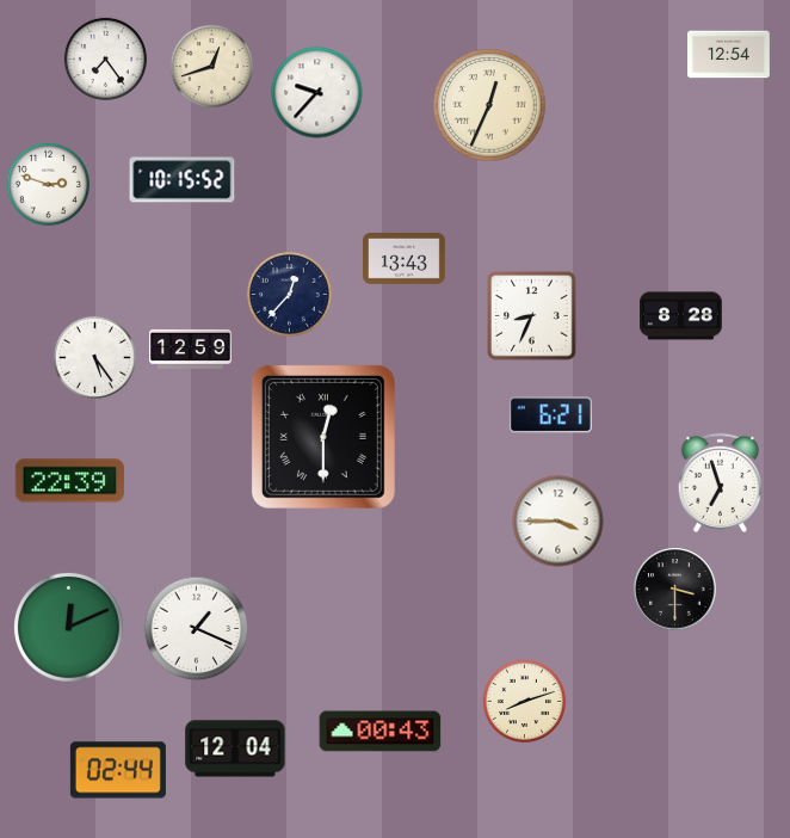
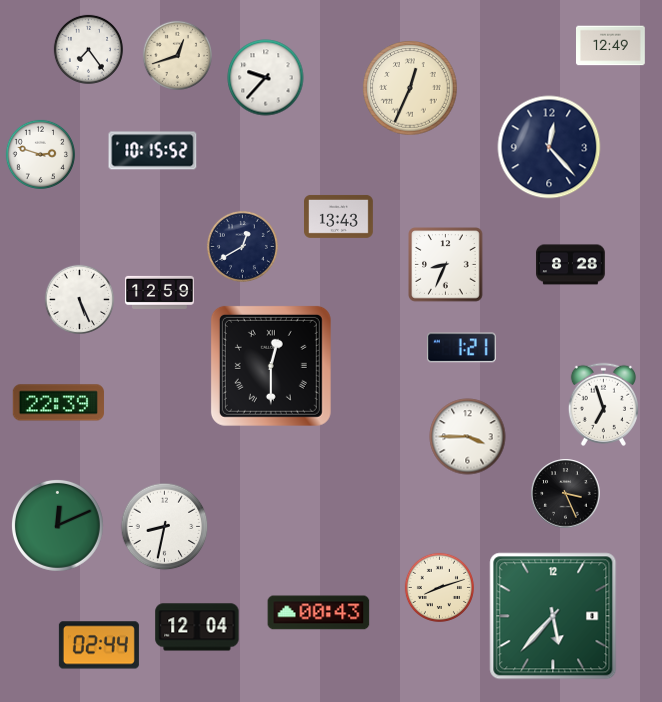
clock at (729, 55): 12:54 -> 12:49
clock at (549, 147): none -> 12:23
clock at (289, 294): 12:37 -> 12:40
clock at (94, 357): 5:24 -> 5:26
clock at (550, 415): 6:21 -> 1:21
clock at (675, 590): 3:30 -> 3:26
clock at (197, 629): 1:19 -> 8:32
clock at (553, 616): none -> 5:37
